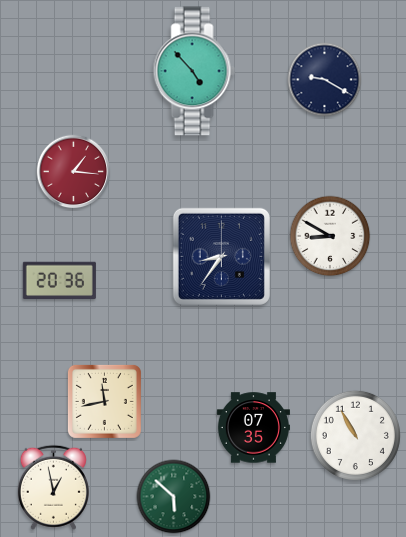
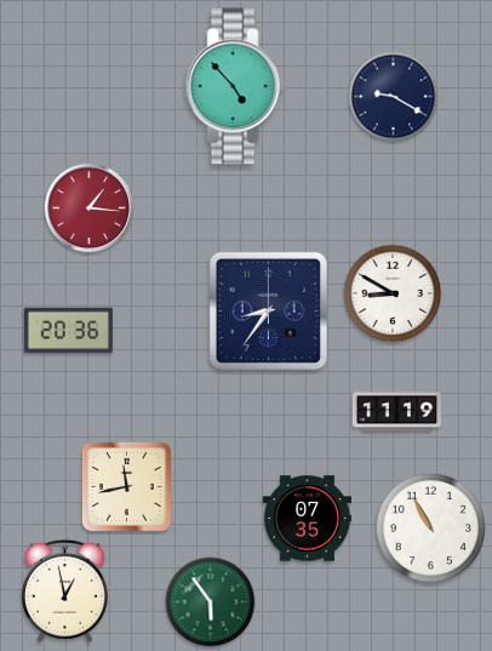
clock at (330, 236) position: (330, 236) -> (393, 293)
clock at (59, 281) position: (59, 281) -> (68, 331)
clock at (396, 412): none -> 11:19
clock at (174, 497): 5:52 -> 5:54
